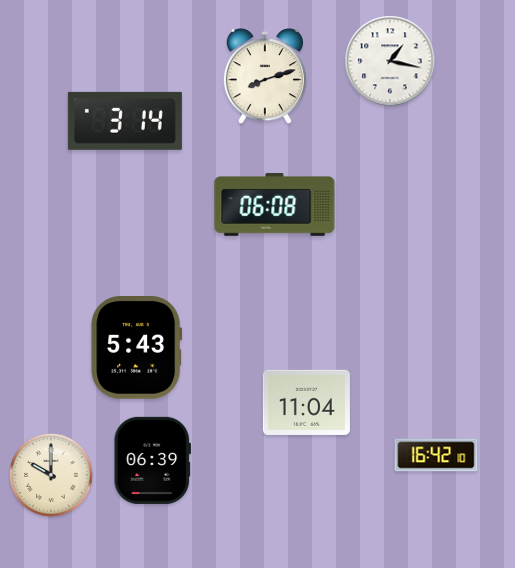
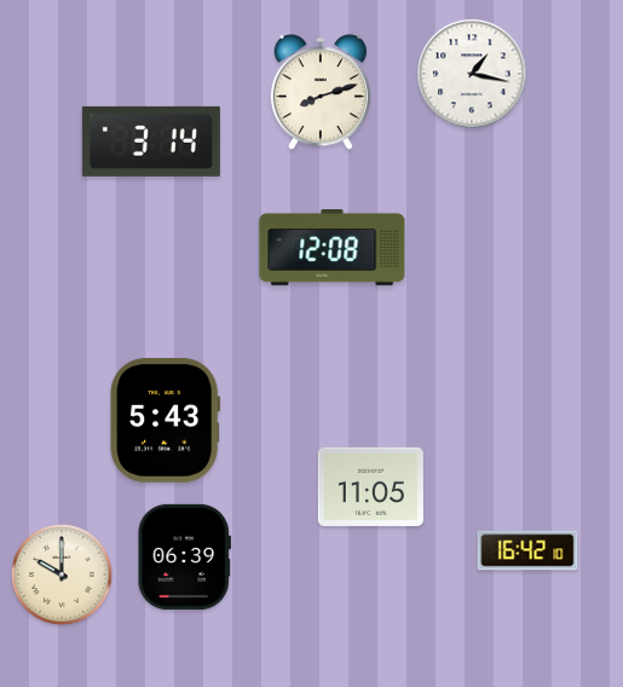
clock at (125, 121) position: (125, 121) -> (151, 142)
clock at (275, 205): 06:08 -> 12:08
clock at (306, 402): 11:04 -> 11:05
